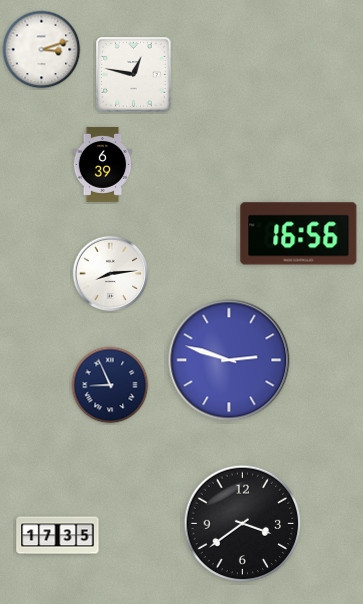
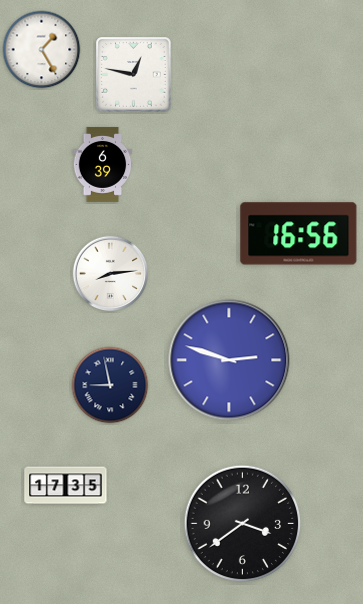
clock at (42, 50): 3:12 -> 1:25
clock at (110, 385): 8:56 -> 8:58
clock at (58, 536) position: (58, 536) -> (66, 486)
